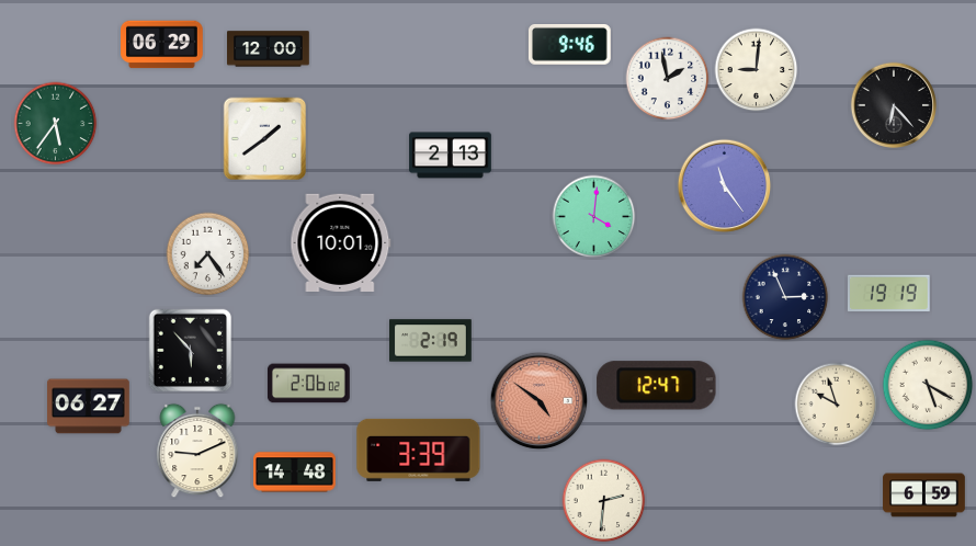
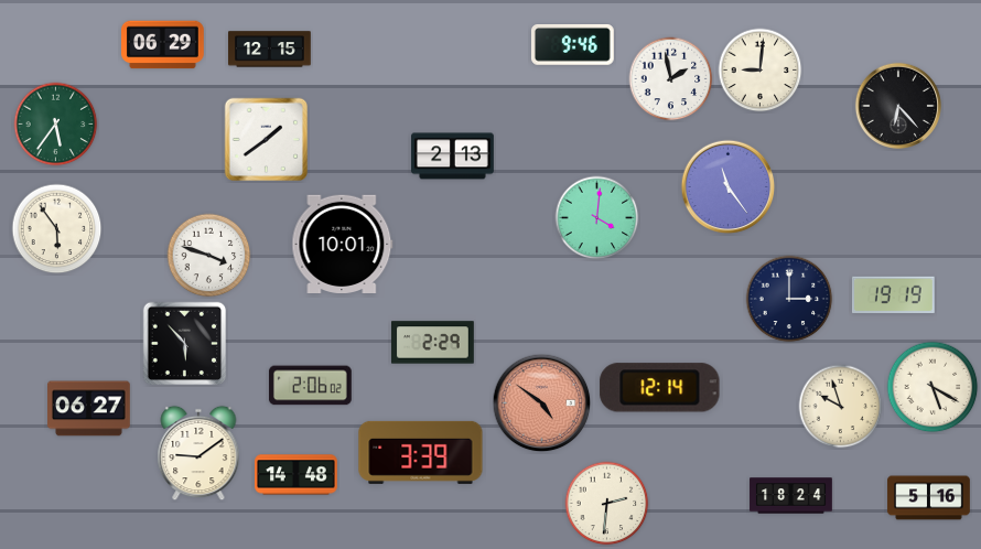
clock at (269, 49): 12:00 -> 12:15
clock at (57, 229): none -> 5:54
clock at (208, 254): 7:24 -> 3:48
clock at (785, 297): 2:56 -> 3:00
clock at (431, 341): 2:19 -> 2:29
clock at (191, 351) position: (191, 351) -> (185, 344)
clock at (657, 386): 12:47 -> 12:14
clock at (197, 451): 9:11 -> 9:09
clock at (791, 496): none -> 18:24
clock at (924, 496): 6:59 -> 5:16
